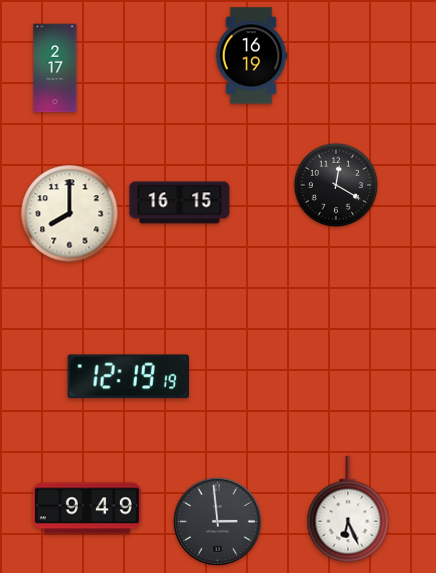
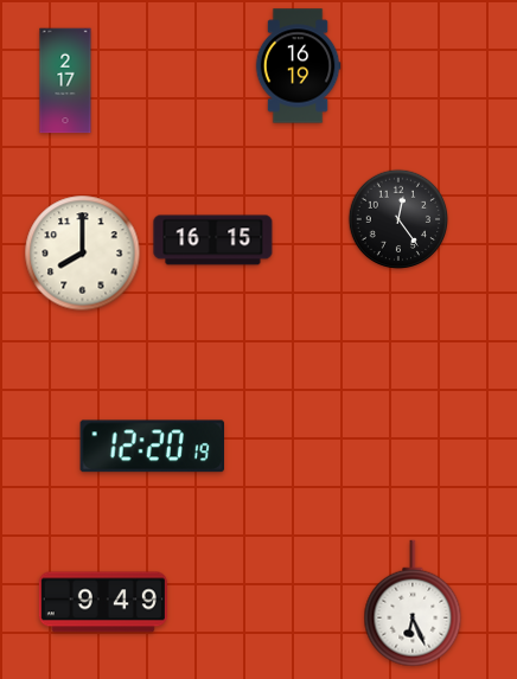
clock at (335, 184): 12:20 -> 12:24
clock at (128, 377): 12:19 -> 12:20
clock at (217, 521): 2:59 -> none
